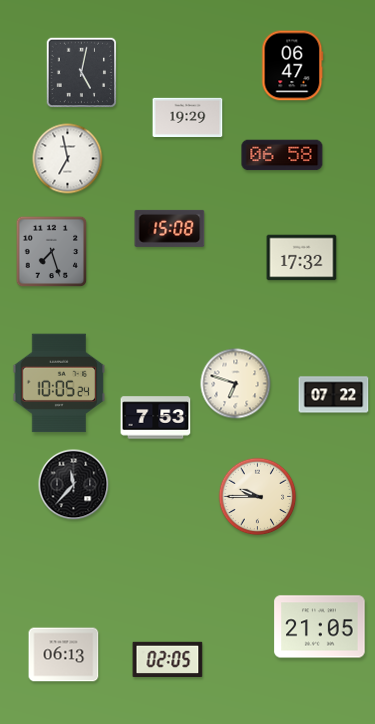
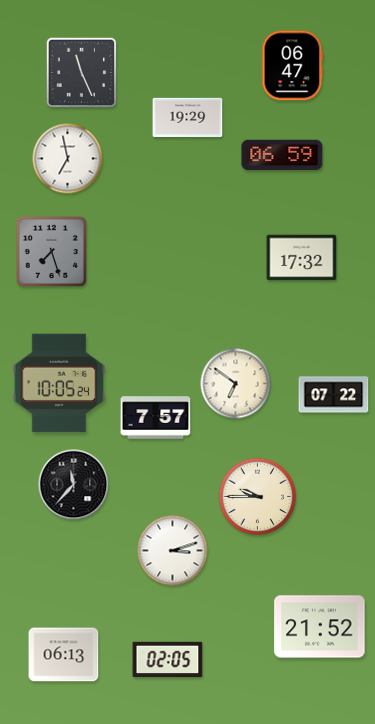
clock at (82, 73): 5:02 -> 11:26
clock at (282, 155): 06:58 -> 06:59
clock at (170, 228): 15:08 -> none
clock at (236, 384): 6:48 -> 6:51
clock at (156, 418): 7:53 -> 7:57
clock at (173, 551): none -> 3:12
clock at (320, 627): 21:05 -> 21:52
